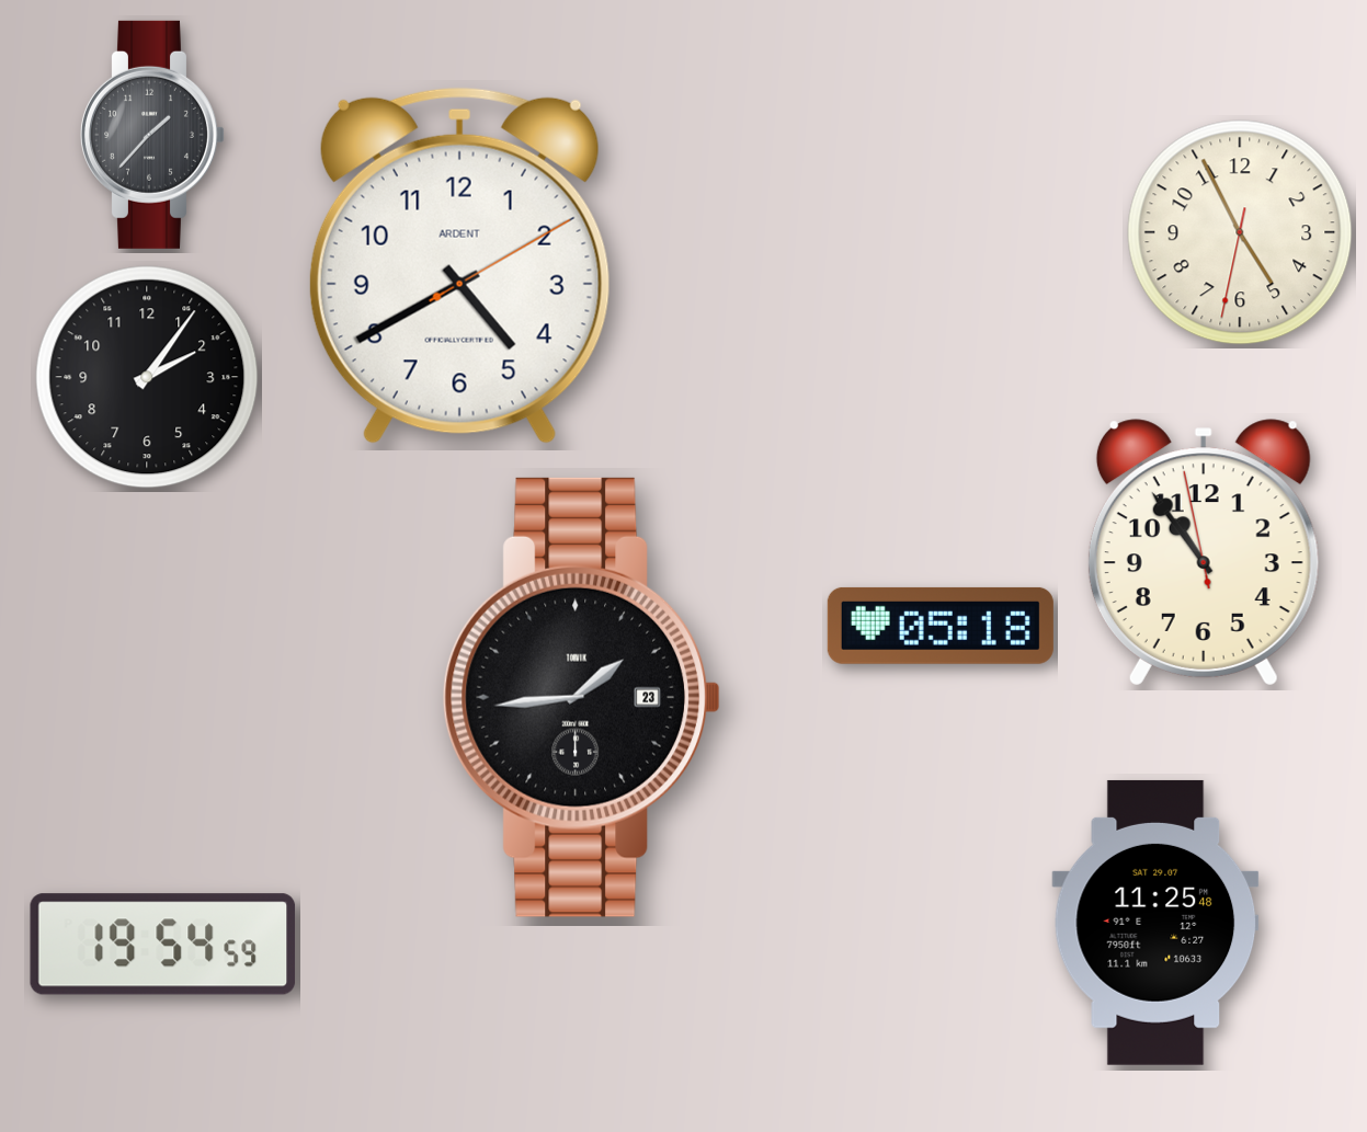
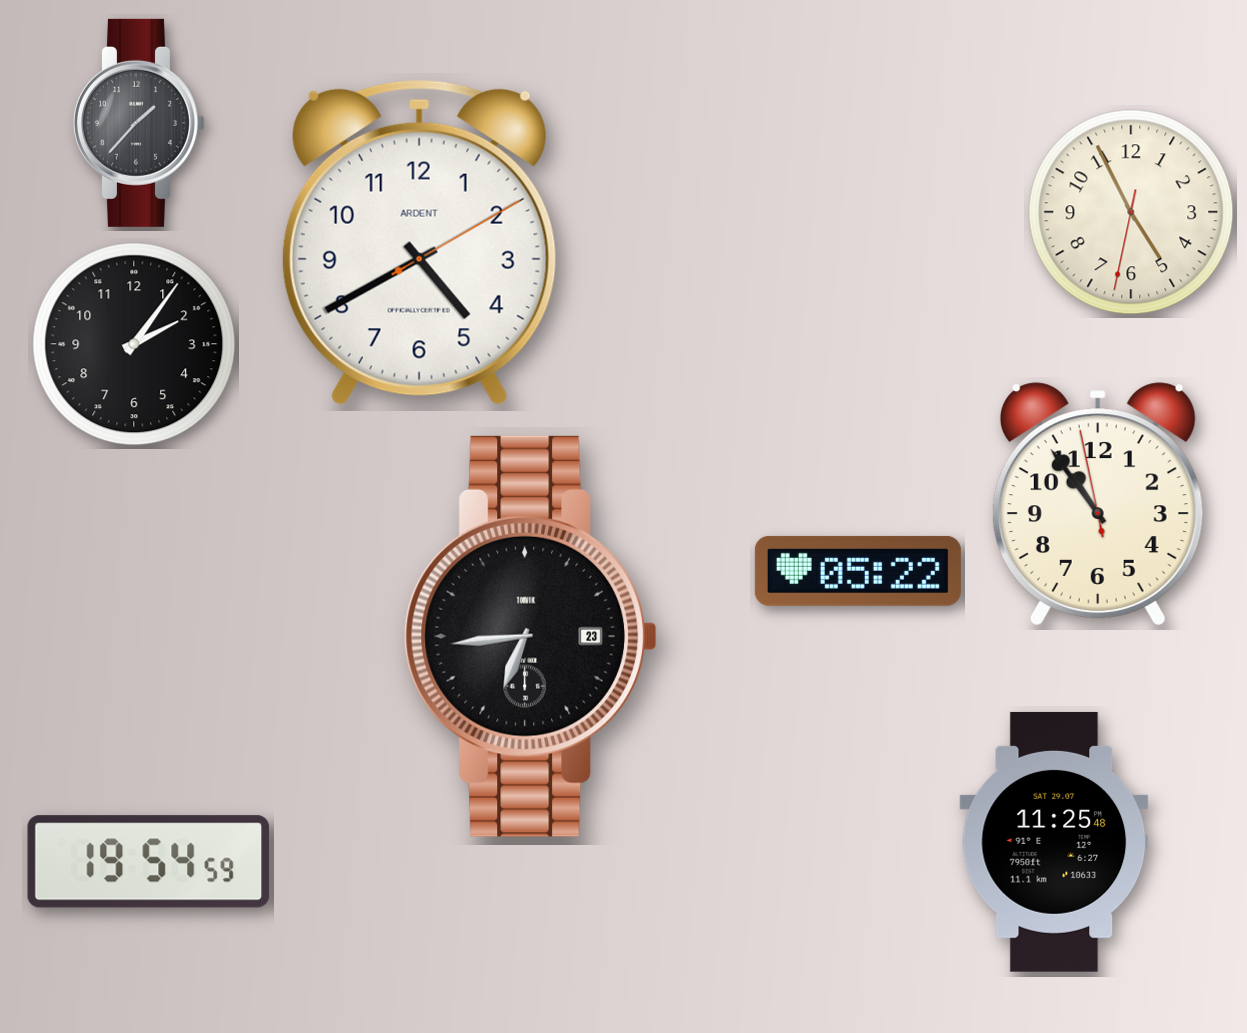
clock at (941, 626): 05:18 -> 05:22
clock at (581, 697): 1:44 -> 6:44
